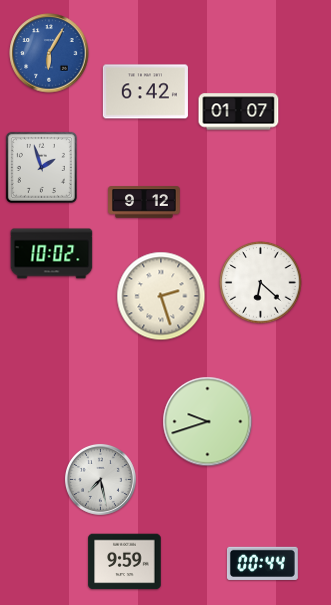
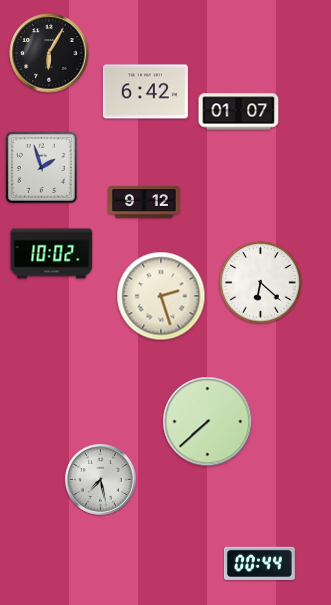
clock at (49, 53) dial: blue -> black
clock at (208, 422): 9:42 -> 7:38
clock at (125, 562): 9:59 -> none
clock at (262, 563) position: (262, 563) -> (259, 563)
